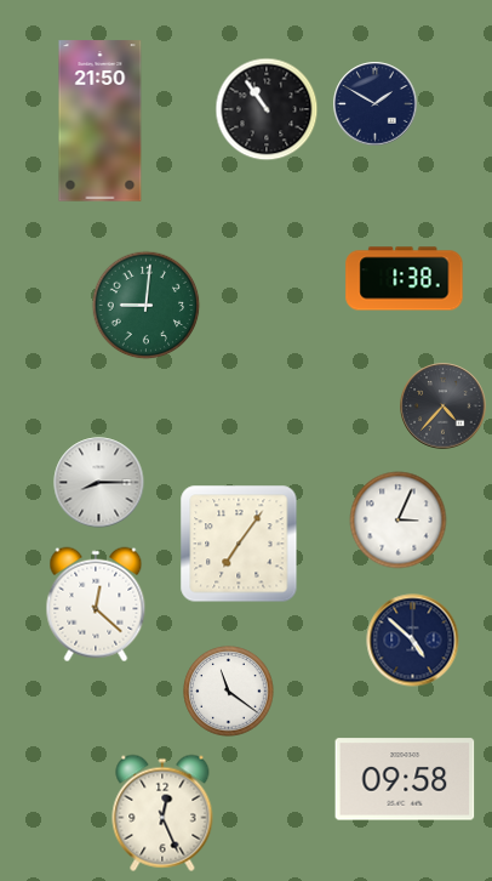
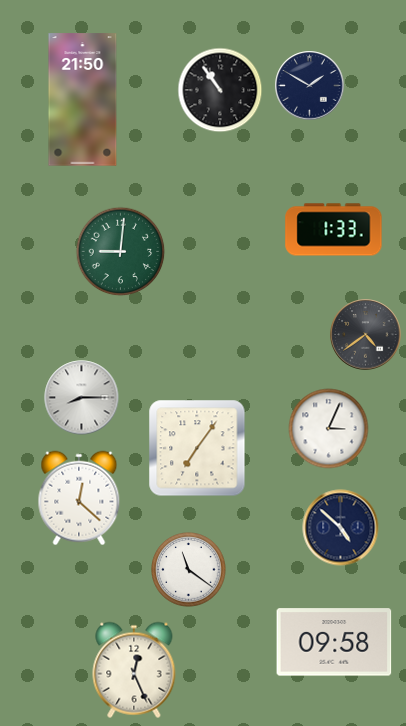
clock at (405, 279): 1:38 -> 1:33
clock at (444, 407): 4:37 -> 4:39
